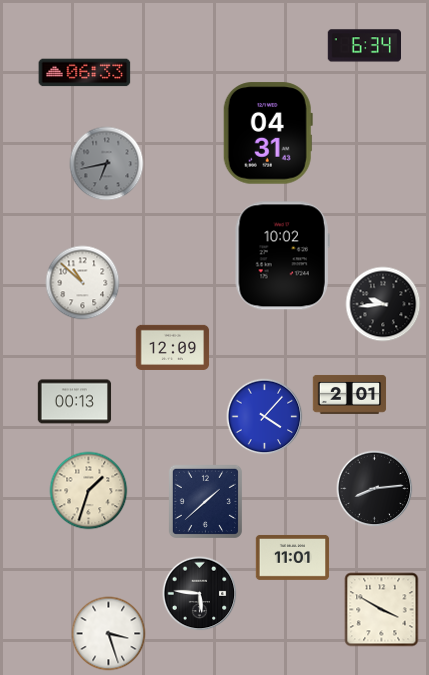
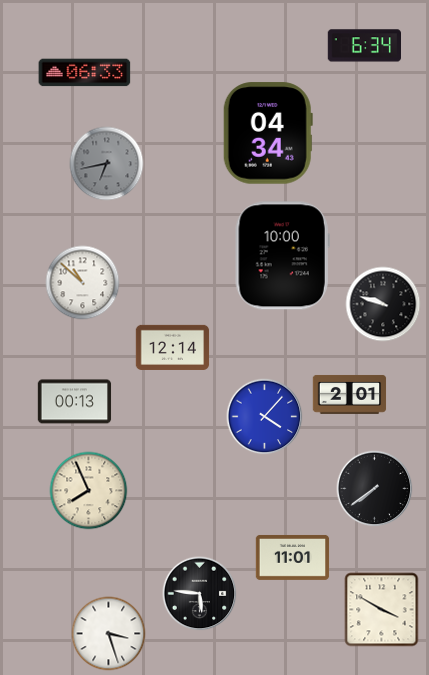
clock at (268, 133): 04:31 -> 04:34
clock at (282, 256): 10:02 -> 10:00
clock at (383, 304): 9:44 -> 9:48
clock at (173, 347): 12:09 -> 12:14
clock at (375, 489): 8:14 -> 7:39
clock at (89, 491): 1:33 -> 7:56
clock at (205, 501): 1:38 -> none
